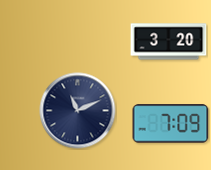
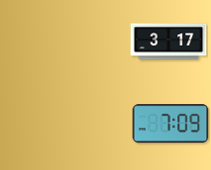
clock at (169, 42): 3:20 -> 3:17
clock at (78, 111): 11:11 -> none
